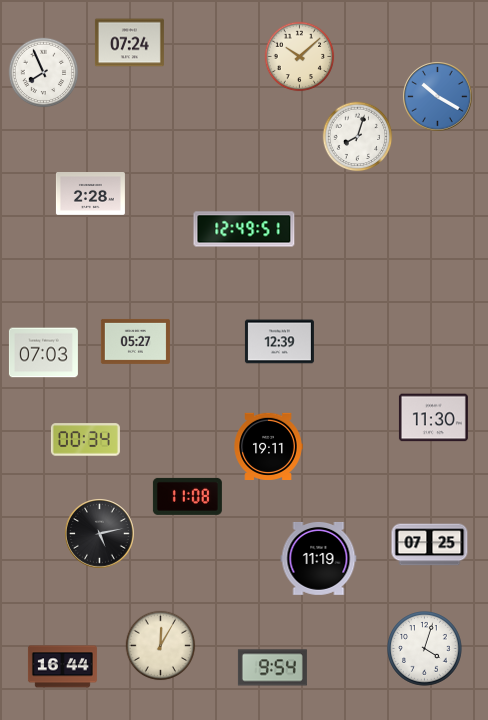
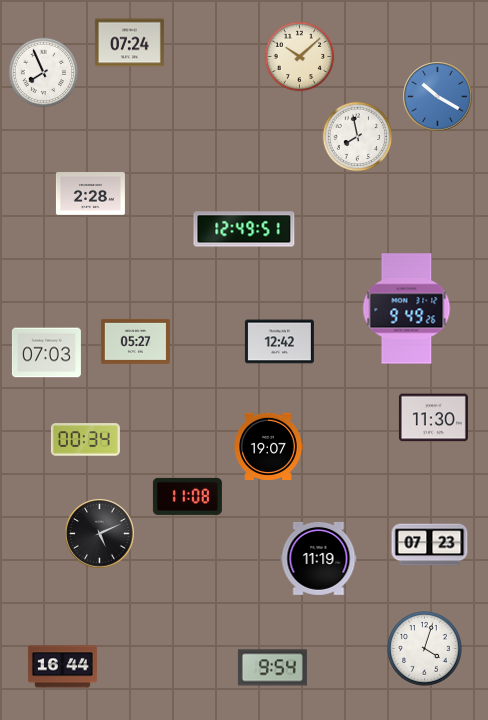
clock at (358, 137): 8:03 -> 7:58
clock at (407, 309): none -> 9:49
clock at (279, 342): 12:39 -> 12:42
clock at (43, 353) position: (43, 353) -> (46, 353)
clock at (268, 446): 19:11 -> 19:07
clock at (100, 534): 5:13 -> 5:11
clock at (430, 545): 07:25 -> 07:23
clock at (161, 646): 12:05 -> none
